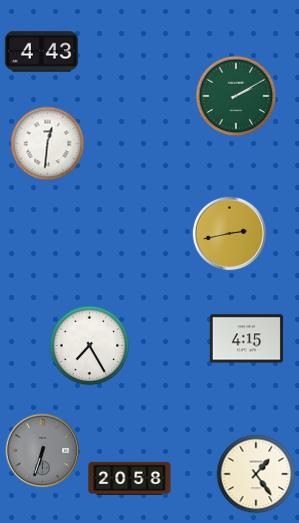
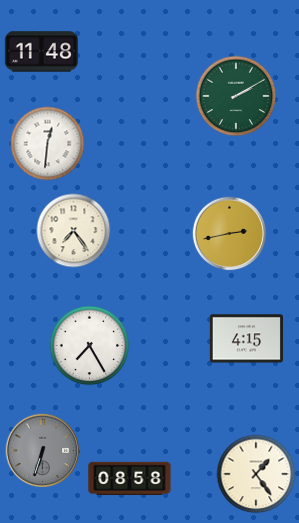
clock at (41, 52): 4:43 -> 11:48
clock at (74, 231): none -> 7:24
clock at (130, 478): 20:58 -> 08:58
